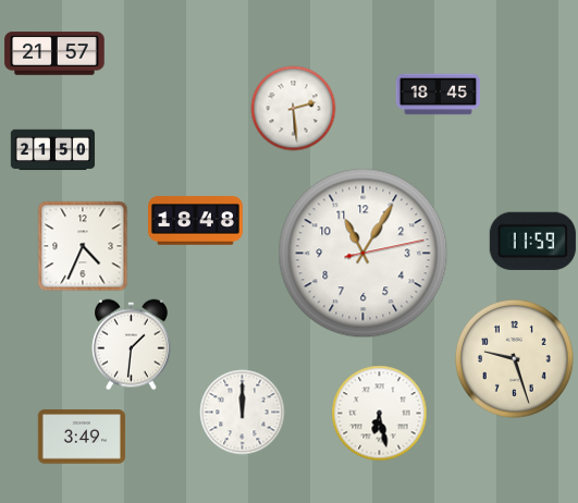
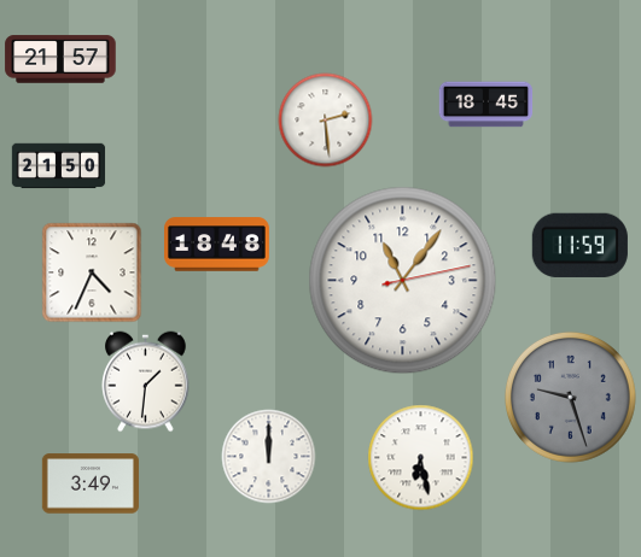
clock at (532, 241) position: (532, 241) -> (579, 245)
clock at (364, 254): 11:05 -> 11:06
clock at (514, 358) dial: cream -> grey
